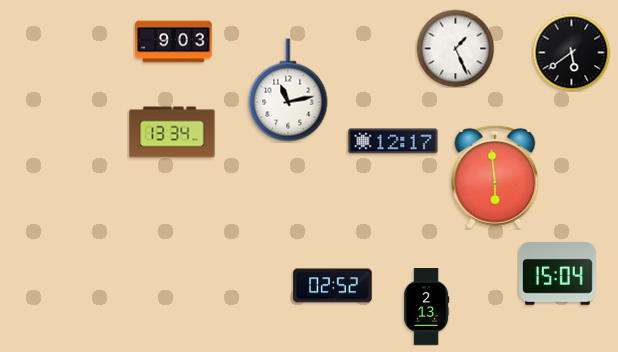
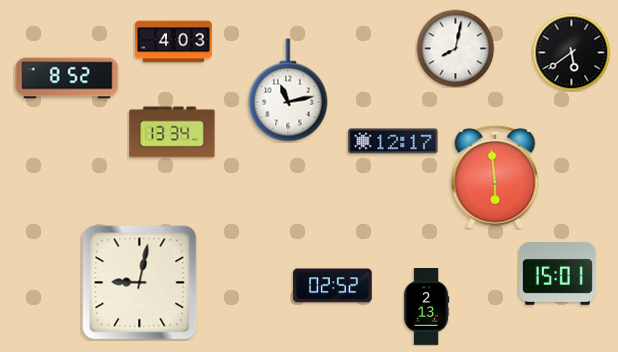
clock at (174, 42): 9:03 -> 4:03
clock at (455, 48): 1:26 -> 8:02
clock at (67, 78): none -> 8:52
clock at (558, 274): 15:04 -> 15:01
clock at (140, 283): none -> 9:02
